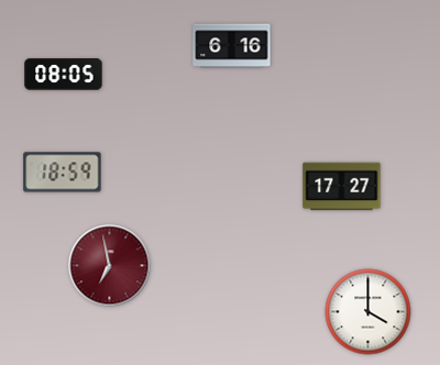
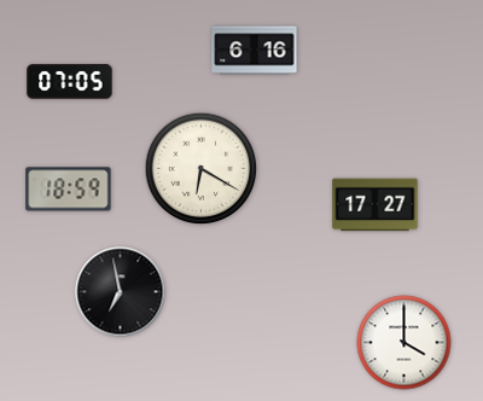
clock at (64, 75): 08:05 -> 07:05
clock at (202, 169): none -> 6:20
clock at (110, 266) dial: burgundy -> black
